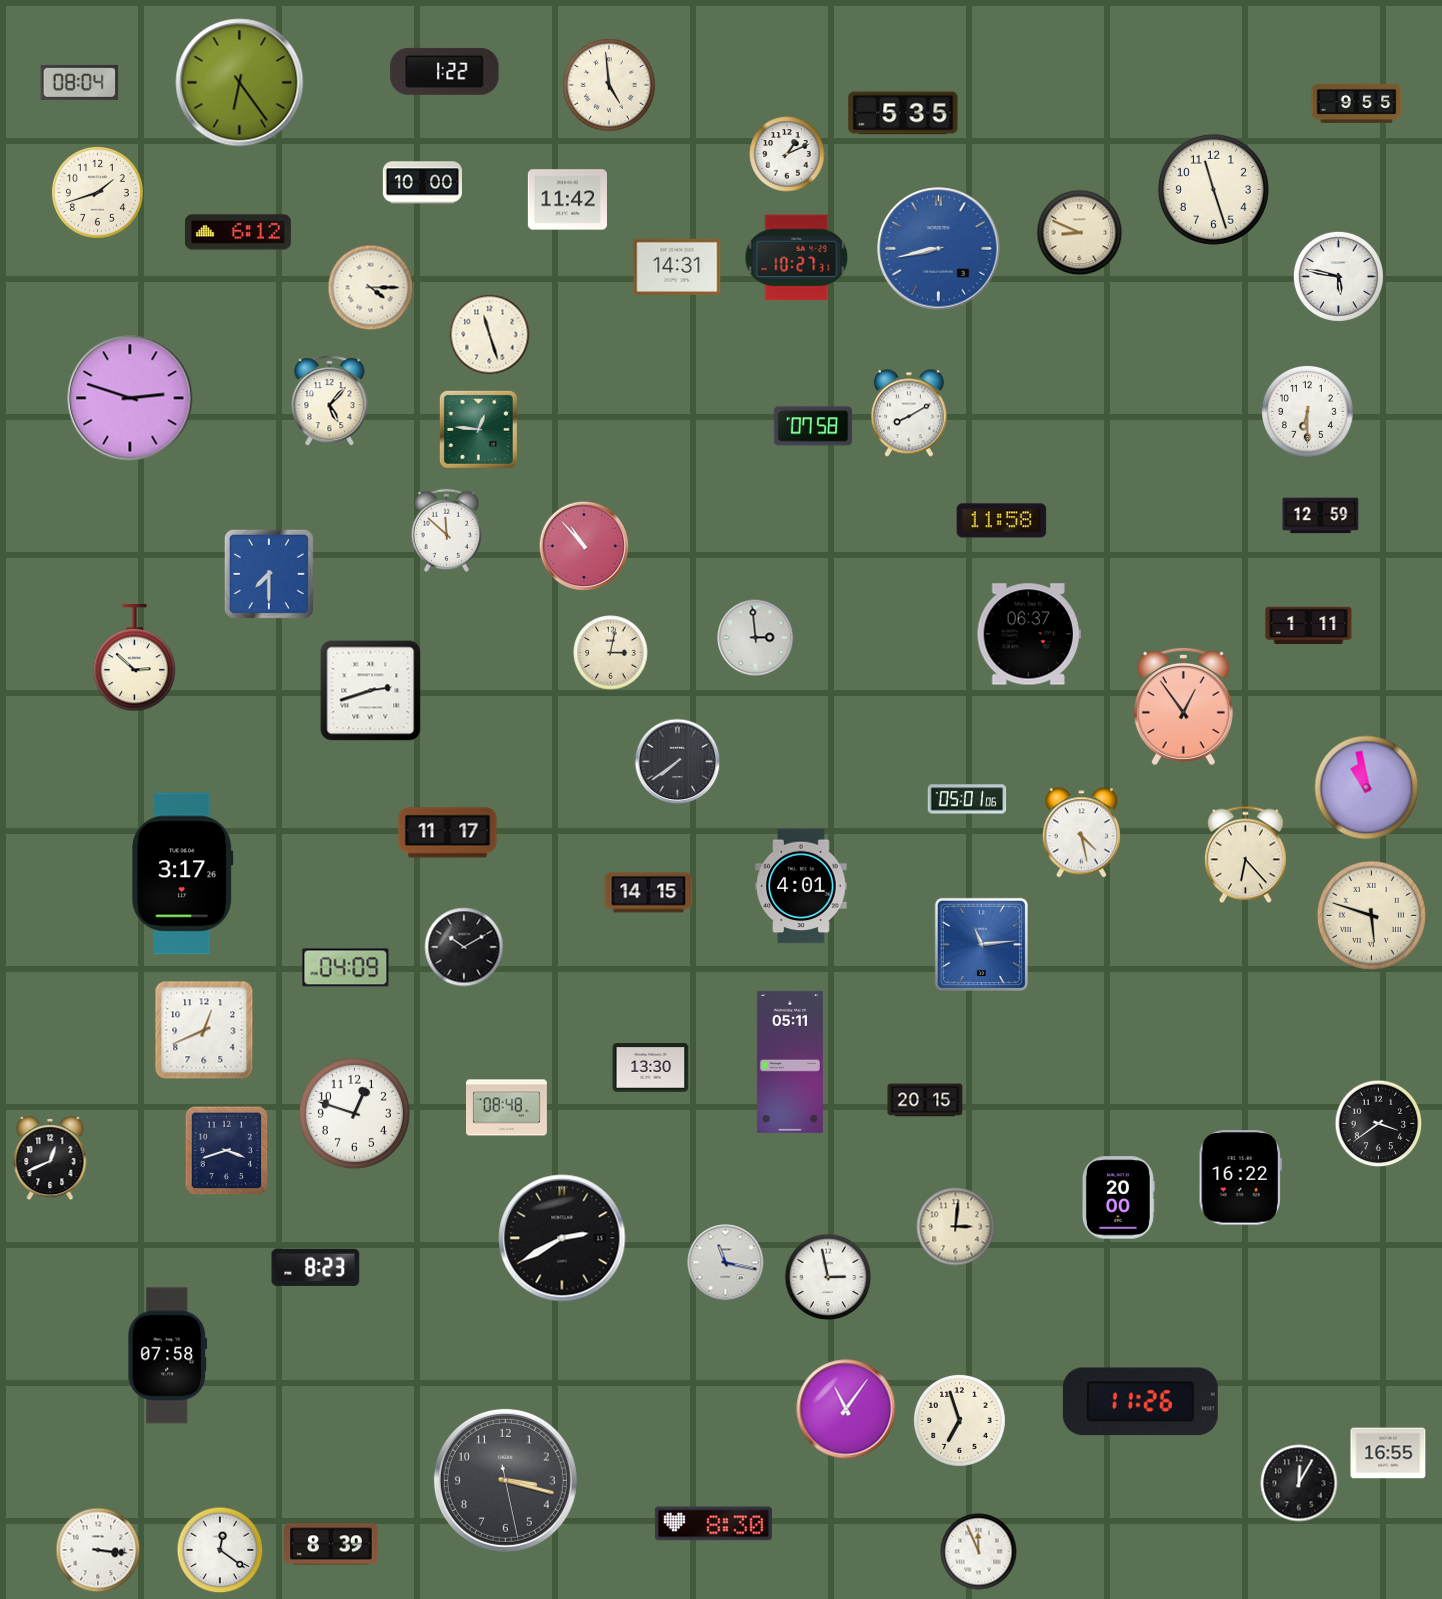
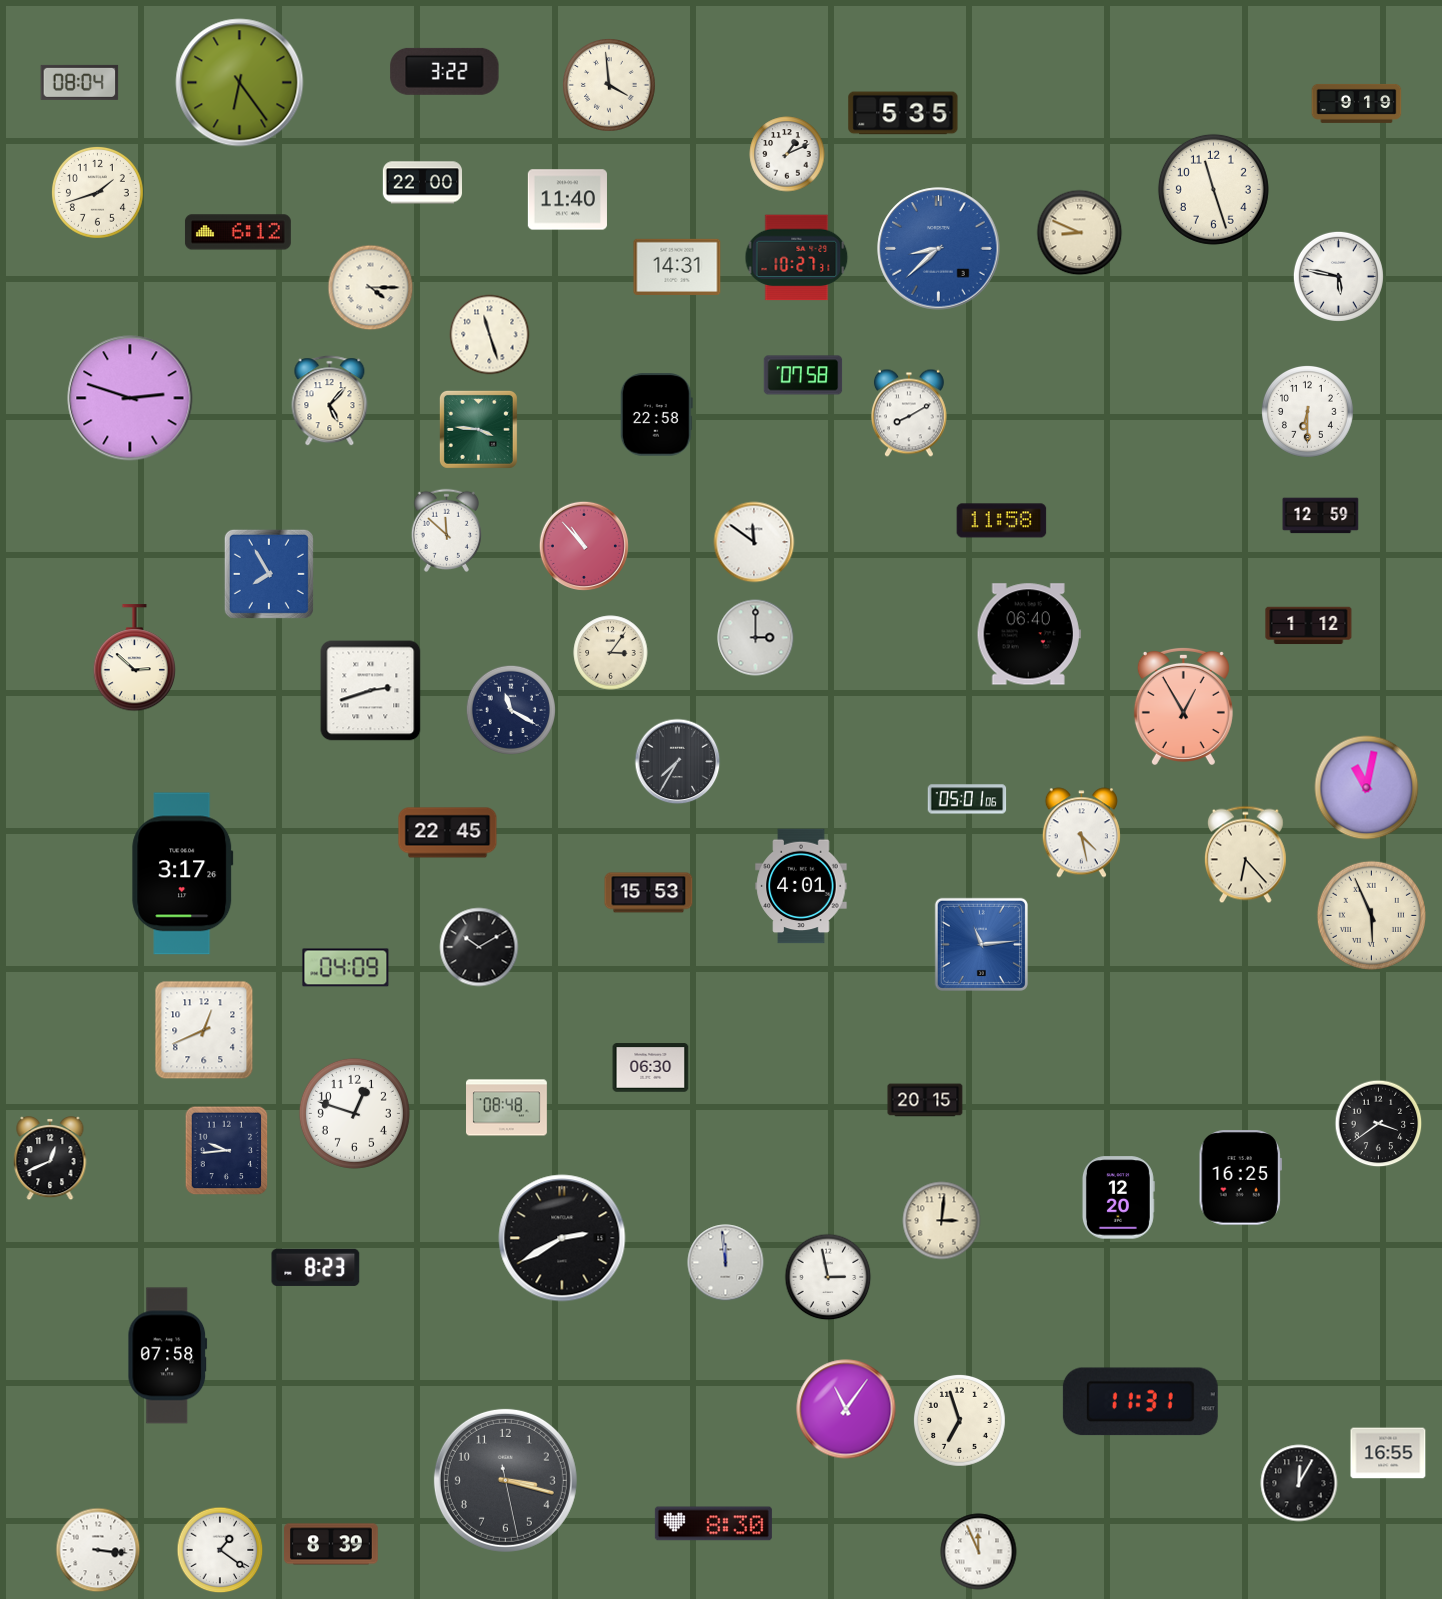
clock at (445, 71): 1:22 -> 3:22
clock at (610, 86): 4:59 -> 3:59
clock at (1357, 103): 9:55 -> 9:19
clock at (422, 183): 10:00 -> 22:00
clock at (567, 200): 11:42 -> 11:40
clock at (939, 249): 8:43 -> 8:38
clock at (656, 415): none -> 22:58
clock at (813, 426) position: (813, 426) -> (803, 375)
clock at (478, 429): 12:46 -> 3:46
clock at (754, 542): none -> 11:51
clock at (269, 574): 7:30 -> 7:55
clock at (1309, 626): 1:11 -> 1:12
clock at (1029, 634): 06:37 -> 06:40
clock at (756, 638): 2:59 -> 3:00
clock at (611, 653): 3:02 -> 3:06
clock at (1183, 706): 12:54 -> 12:55
clock at (511, 710): none -> 11:20
clock at (678, 762): 7:39 -> 7:35
clock at (1367, 788): 10:58 -> 11:02
clock at (448, 833): 11:17 -> 22:45
clock at (649, 893): 14:15 -> 15:53
clock at (1371, 915): 5:48 -> 5:56
clock at (464, 947) position: (464, 947) -> (479, 947)
clock at (790, 1062): 05:11 -> none
clock at (651, 1068): 13:30 -> 06:30
clock at (227, 1151): 3:42 -> 9:44
clock at (1240, 1178): 16:22 -> 16:25
clock at (1118, 1198): 20:00 -> 12:20
clock at (956, 1227) position: (956, 1227) -> (942, 1221)
clock at (726, 1263): 11:17 -> 11:59
clock at (1140, 1402): 11:26 -> 11:31
clock at (220, 1550): 12:21 -> 1:21
